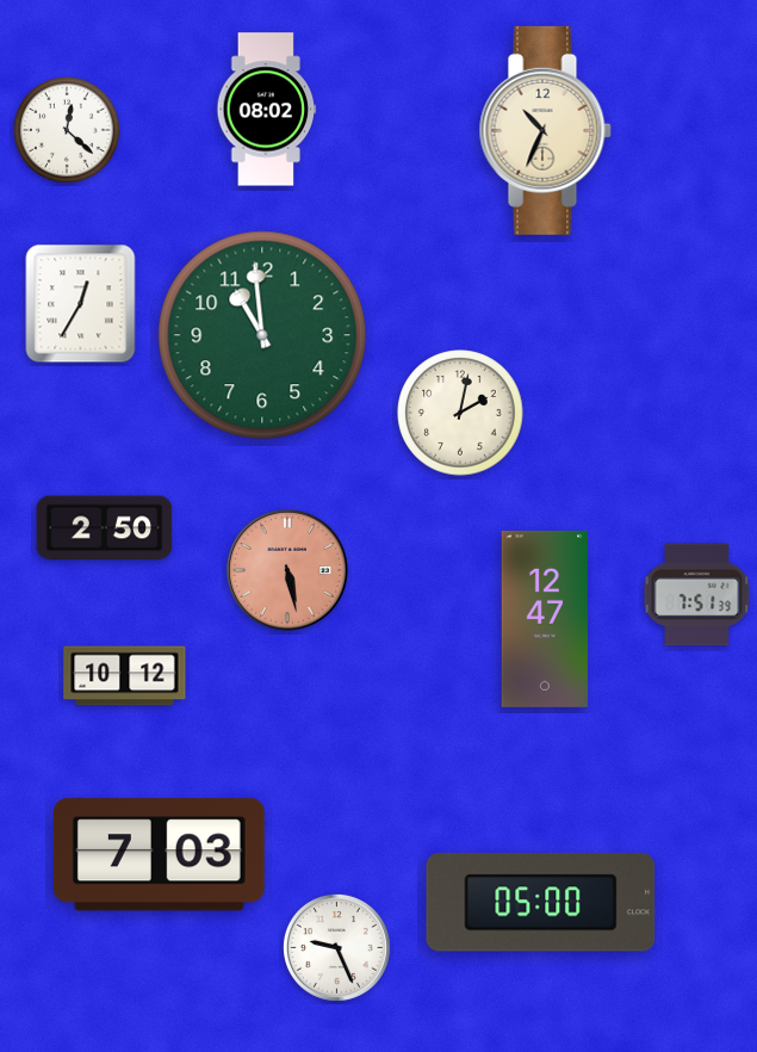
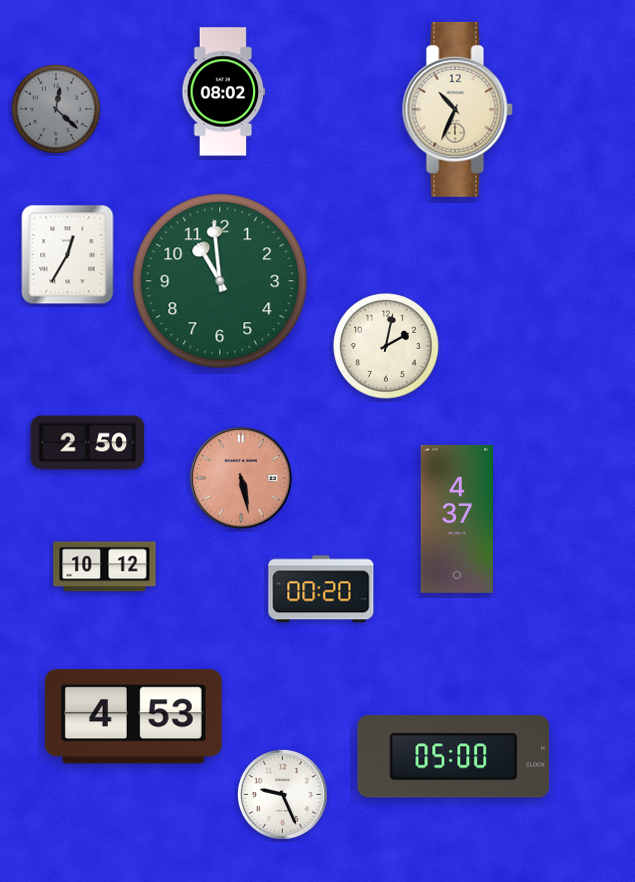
clock at (67, 130) dial: white -> grey
clock at (697, 595): 7:51 -> none
clock at (544, 619): 12:47 -> 4:37
clock at (321, 589): none -> 00:20
clock at (159, 855): 7:03 -> 4:53
